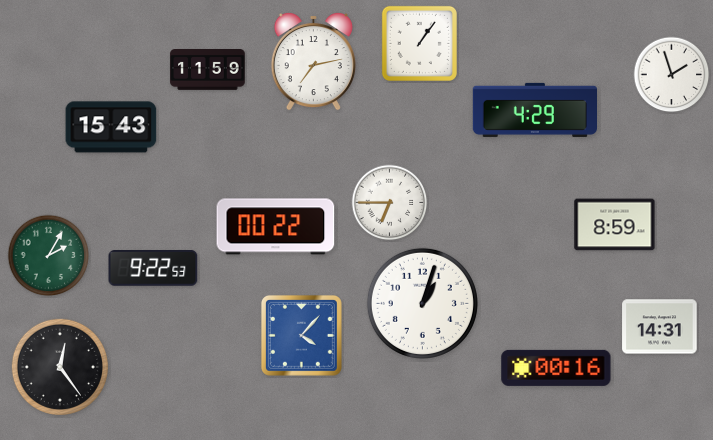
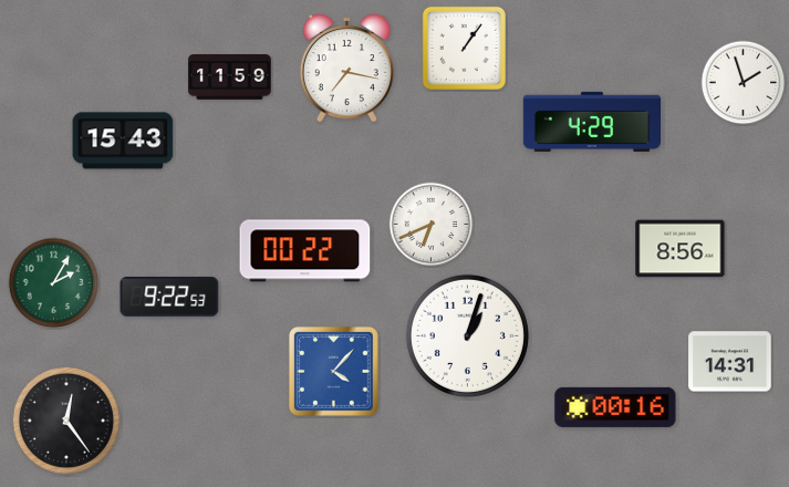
clock at (313, 61): 7:13 -> 7:17
clock at (390, 203): 6:45 -> 6:41
clock at (615, 225): 8:59 -> 8:56
clock at (60, 367) position: (60, 367) -> (66, 421)
